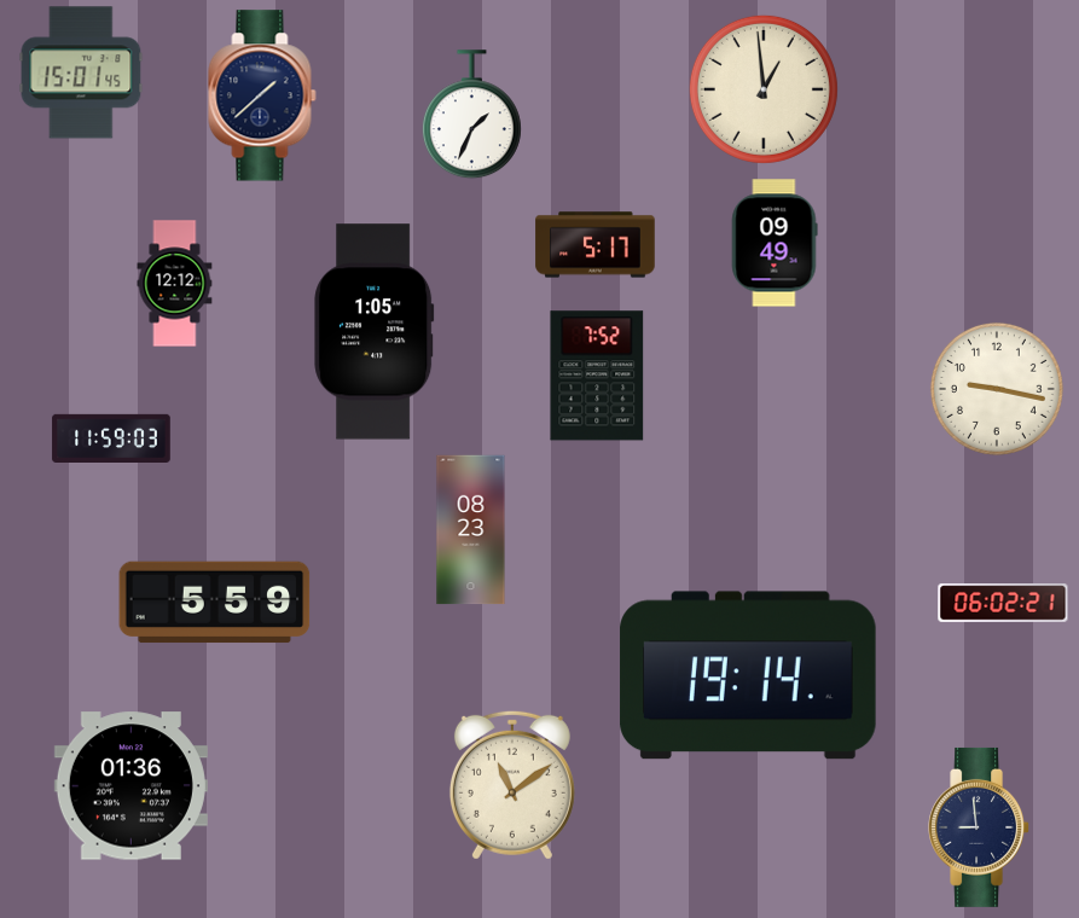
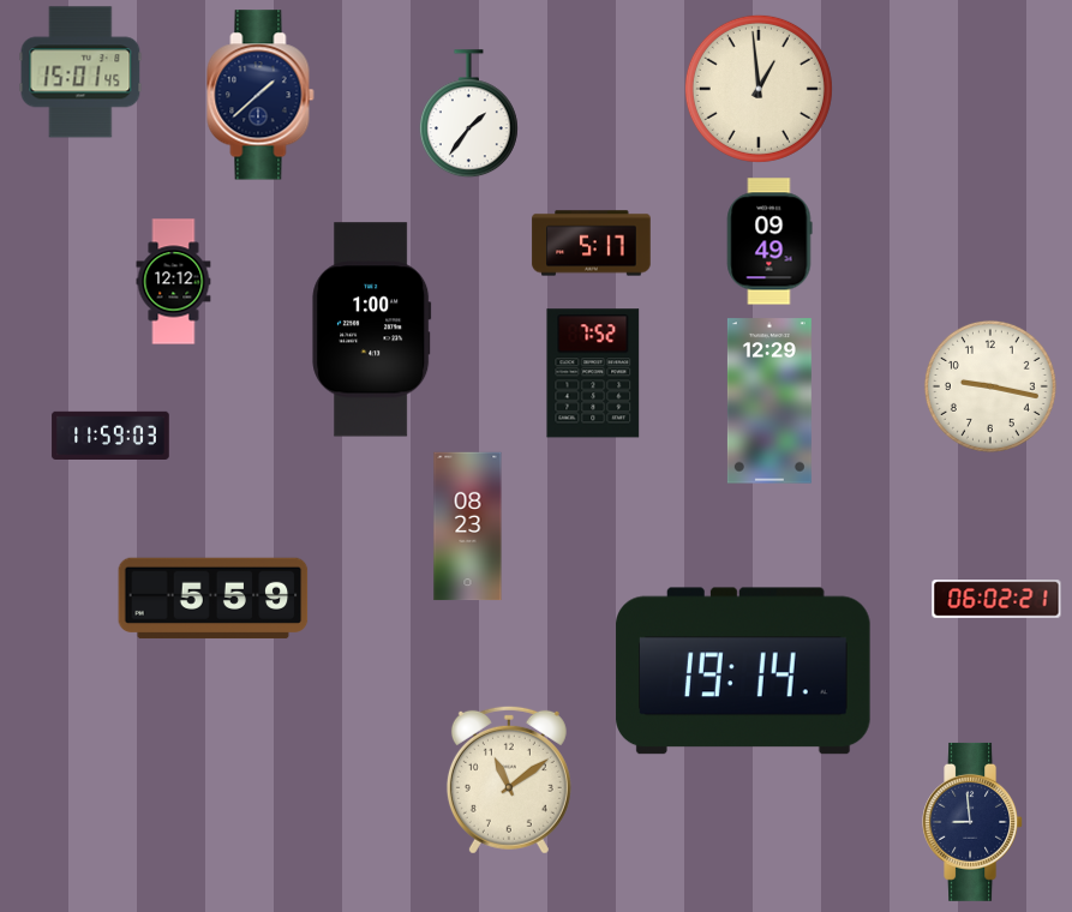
clock at (471, 115): 1:34 -> 1:36
clock at (375, 332): 1:05 -> 1:00
clock at (769, 401): none -> 12:29
clock at (130, 786): 01:36 -> none
